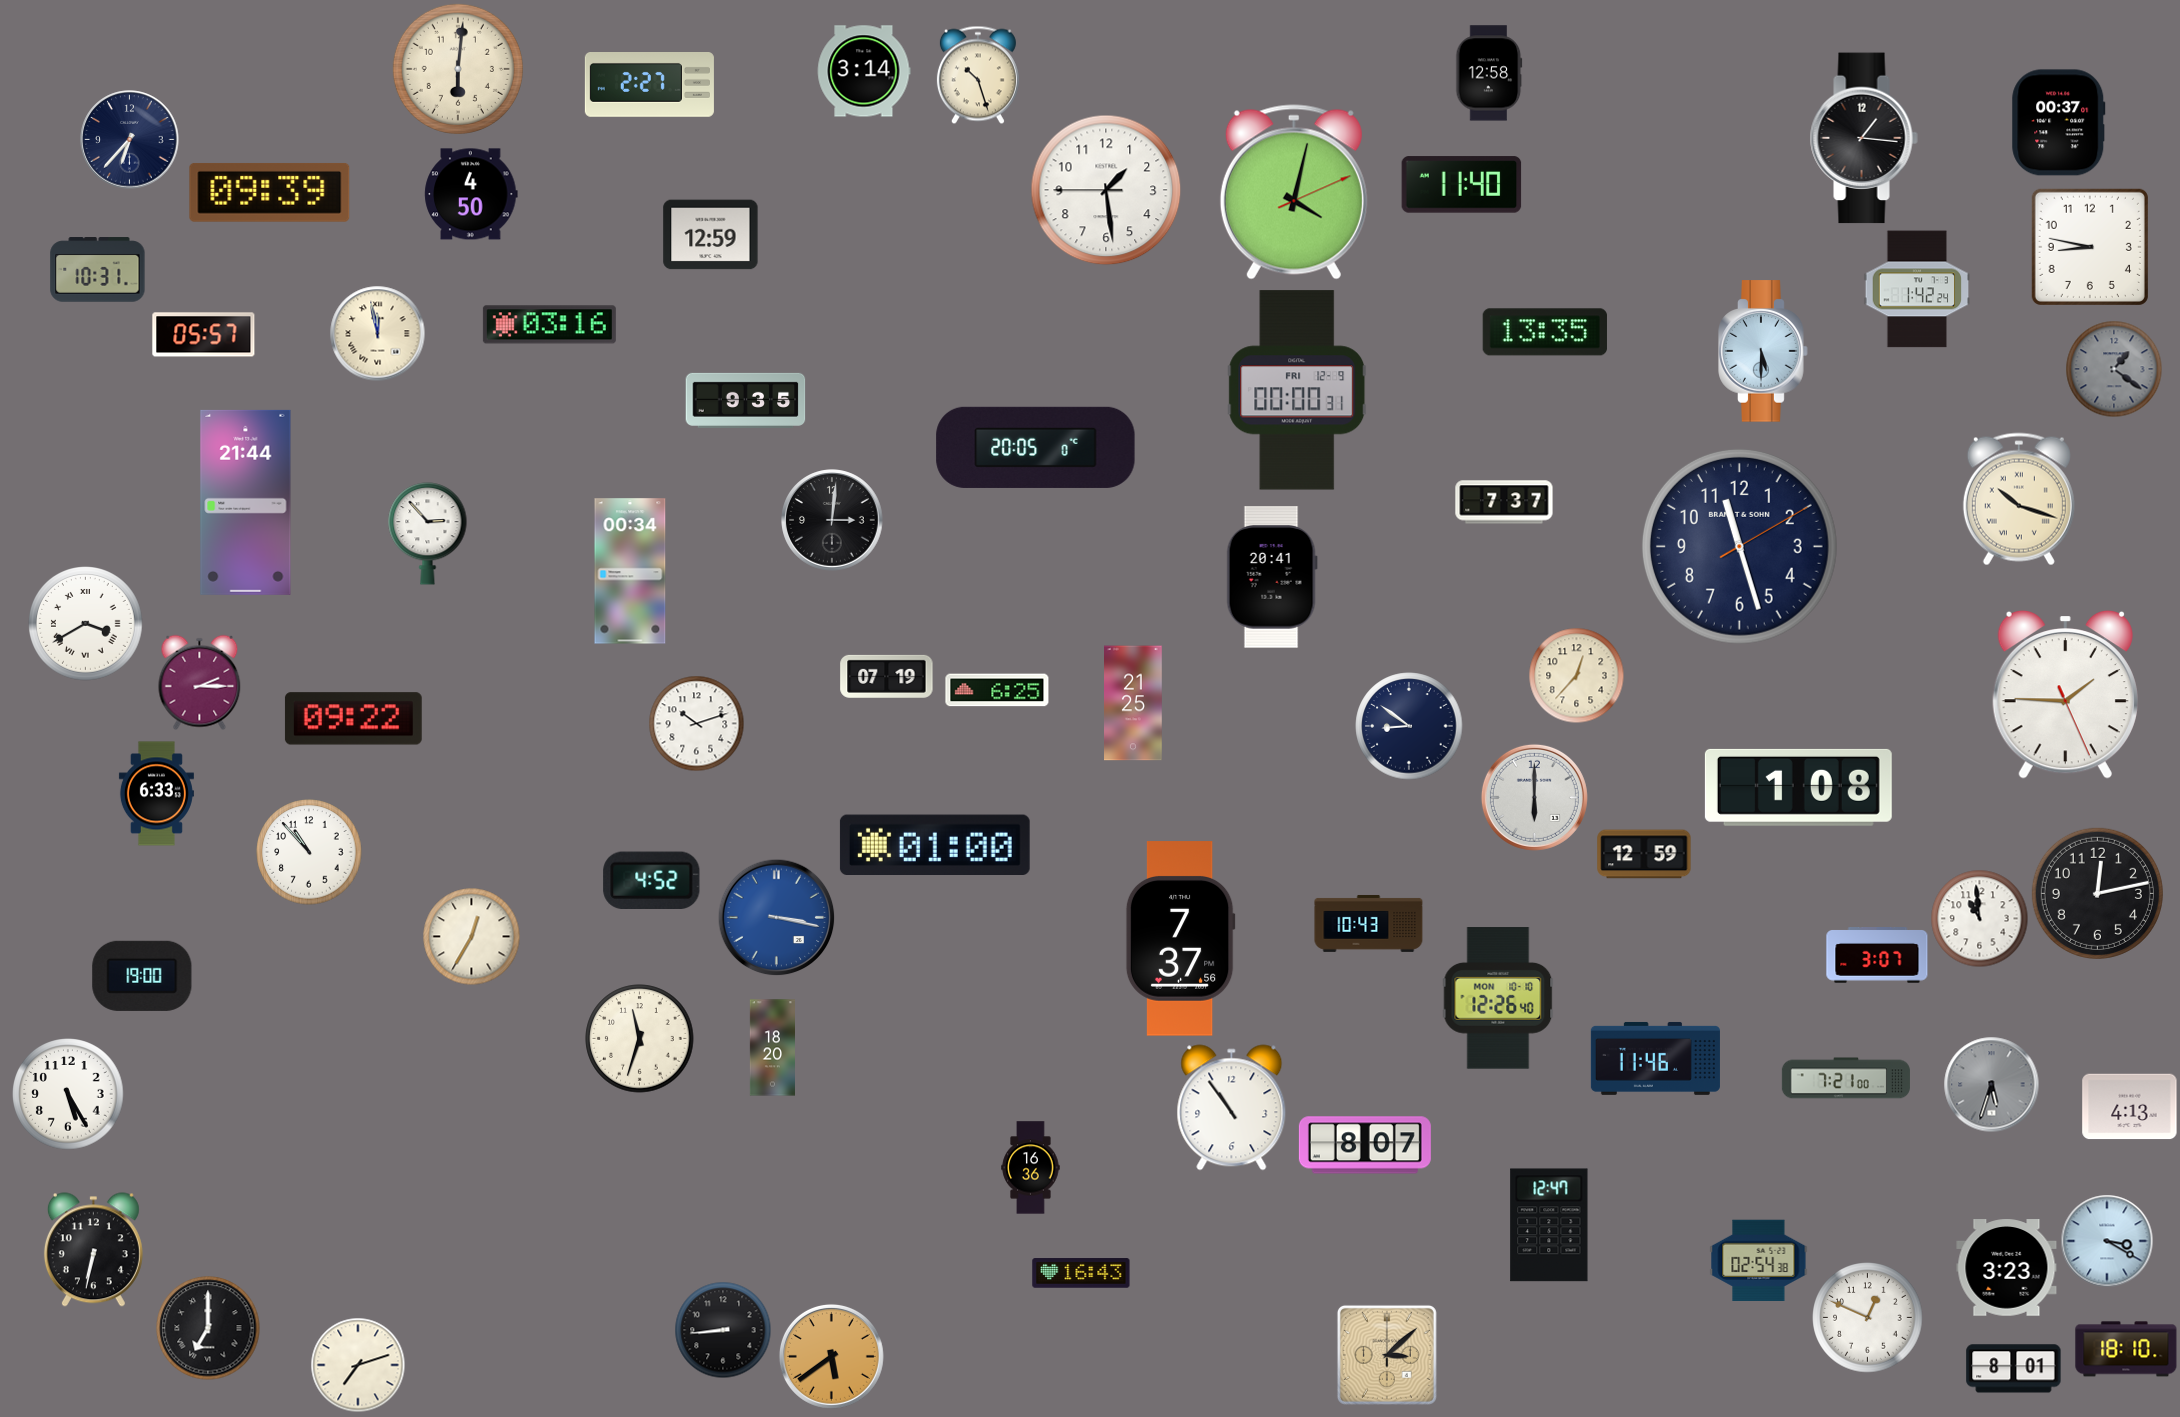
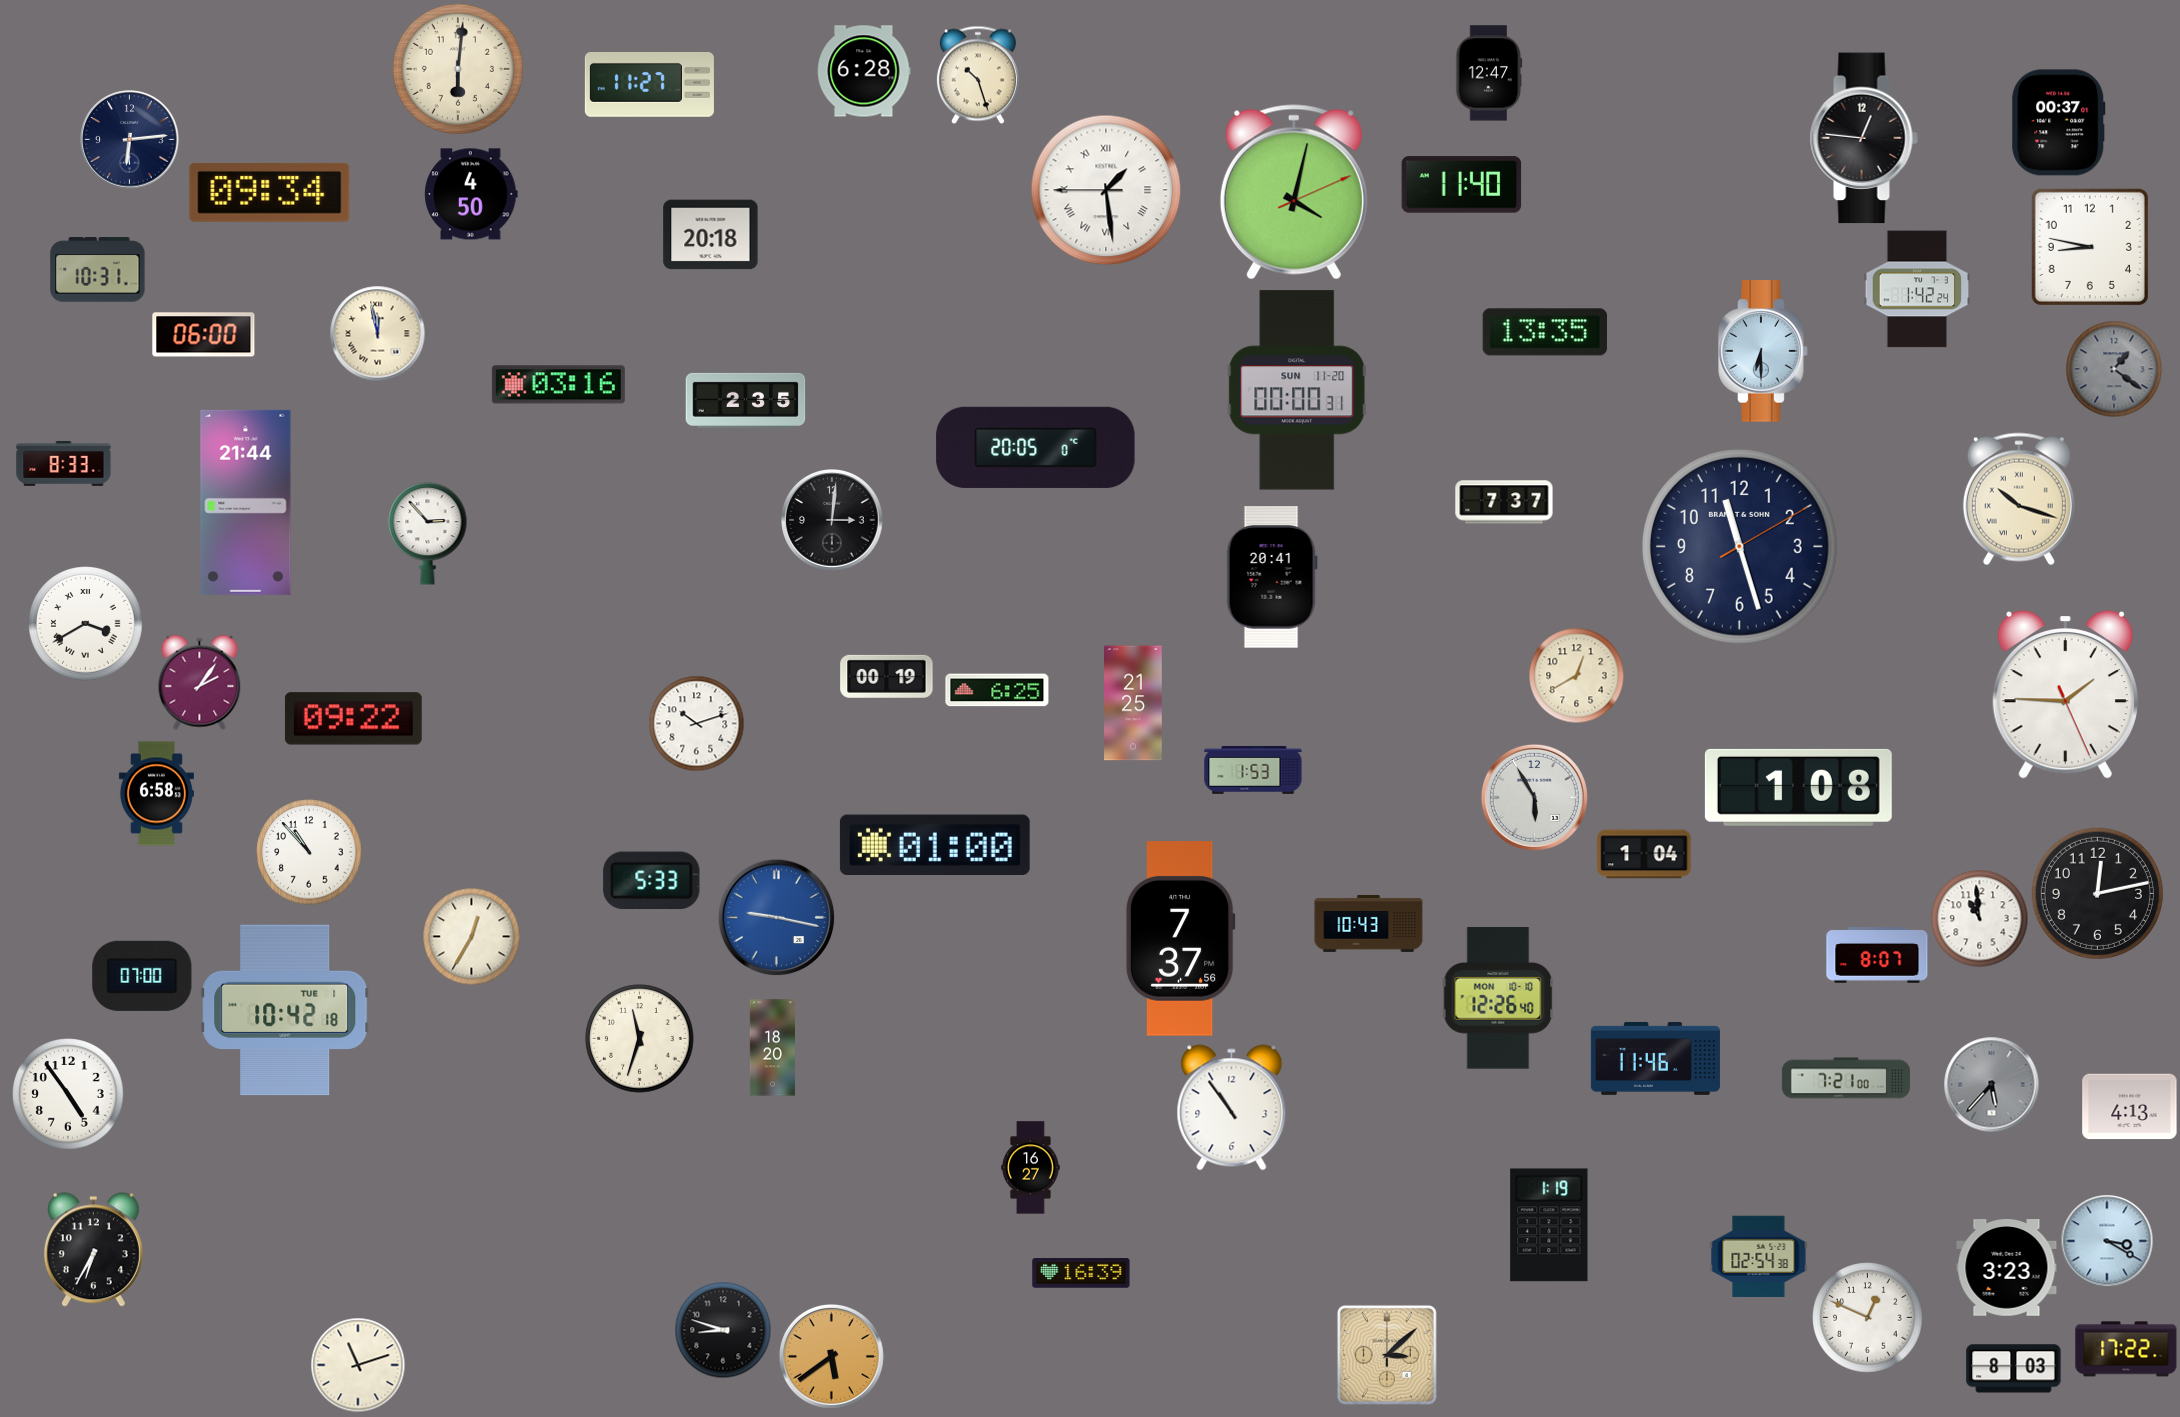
clock at (864, 71): 3:14 -> 6:28
clock at (1489, 73): 12:58 -> 12:47
clock at (649, 85): 2:27 -> 11:27
clock at (1864, 138): 1:16 -> 12:46
clock at (130, 140): 6:37 -> 6:14
clock at (1106, 190) numerals: Arabic -> Roman
clock at (270, 192): 09:39 -> 09:34
clock at (711, 235): 12:59 -> 20:18
clock at (549, 325) position: (549, 325) -> (558, 385)
clock at (204, 335): 05:57 -> 06:00
clock at (1763, 351): 5:30 -> 6:30
clock at (1297, 390) date: FRI 12-9 -> SUN 11-20
clock at (746, 400): 9:35 -> 2:35
clock at (64, 463): none -> 8:33
clock at (630, 571): 00:34 -> none
clock at (1576, 675): 12:37 -> 12:40
clock at (887, 676): 07:19 -> 00:19
clock at (200, 682): 2:15 -> 2:06
clock at (1409, 726): 8:51 -> none
clock at (1253, 770): none -> 1:53
clock at (156, 794): 6:33 -> 6:58
clock at (1534, 797): 6:00 -> 5:55
clock at (1644, 854): 12:59 -> 1:04
clock at (652, 880): 4:52 -> 5:33
clock at (776, 917): 3:17 -> 9:17
clock at (1877, 956): 3:07 -> 8:07
clock at (142, 976): 19:00 -> 07:00
clock at (285, 1010): none -> 10:42
clock at (1991, 1084): 5:33 -> 5:37
clock at (68, 1094): 5:25 -> 4:54
clock at (1365, 1145): 8:07 -> none
clock at (1031, 1168): 16:36 -> 16:27
clock at (1549, 1225): 12:47 -> 1:19
clock at (93, 1250): 6:32 -> 6:35
clock at (1759, 1260) position: (1759, 1260) -> (1759, 1256)
clock at (1081, 1273): 16:43 -> 16:39
clock at (208, 1328): 7:00 -> none
clock at (723, 1330): 8:44 -> 8:48
clock at (2126, 1349): 18:10 -> 17:22
clock at (358, 1365): 7:12 -> 11:12
clock at (2014, 1369): 8:01 -> 8:03
